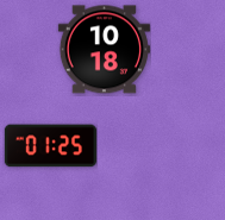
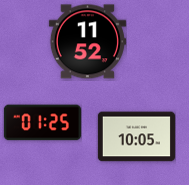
clock at (104, 50): 10:18 -> 11:52
clock at (136, 137): none -> 10:05
